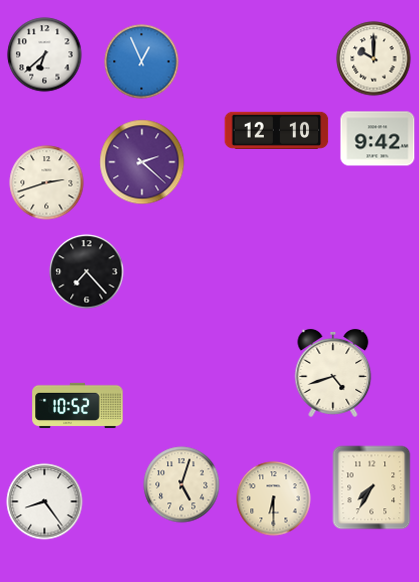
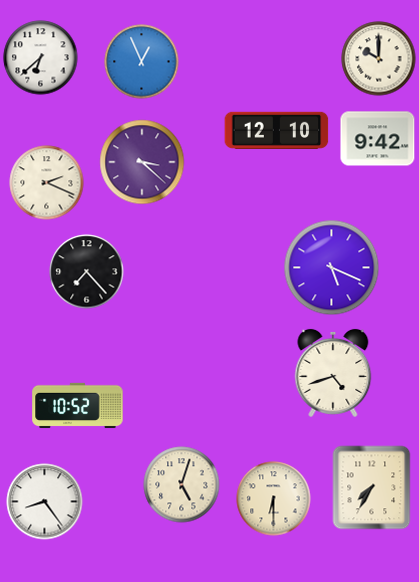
clock at (45, 55) position: (45, 55) -> (41, 58)
clock at (374, 59) position: (374, 59) -> (379, 59)
clock at (142, 162): 2:22 -> 3:22
clock at (47, 183): 2:42 -> 2:19
clock at (332, 268): none -> 5:19
